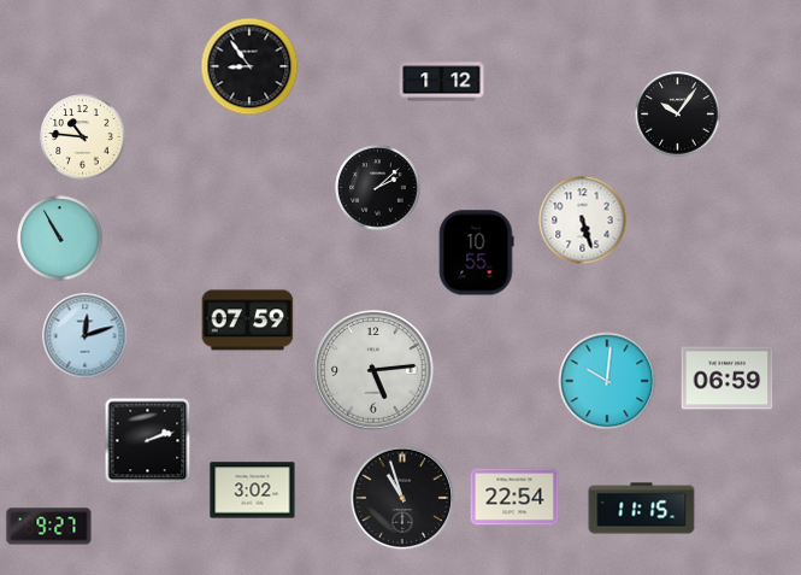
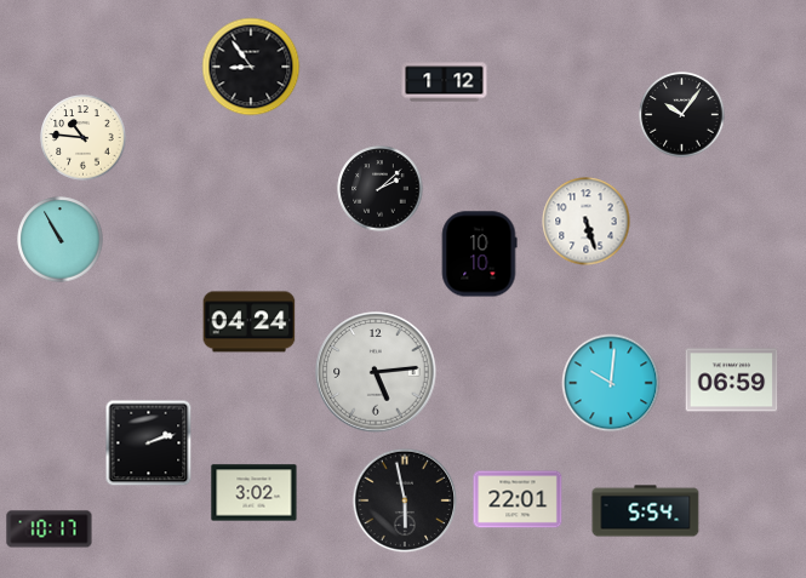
clock at (476, 253): 10:55 -> 10:10
clock at (248, 321): 07:59 -> 04:24
clock at (86, 336): 12:12 -> none
clock at (514, 497): 22:54 -> 22:01
clock at (402, 498): 10:57 -> 5:58
clock at (642, 509): 11:15 -> 5:54
clock at (49, 527): 9:27 -> 10:17
